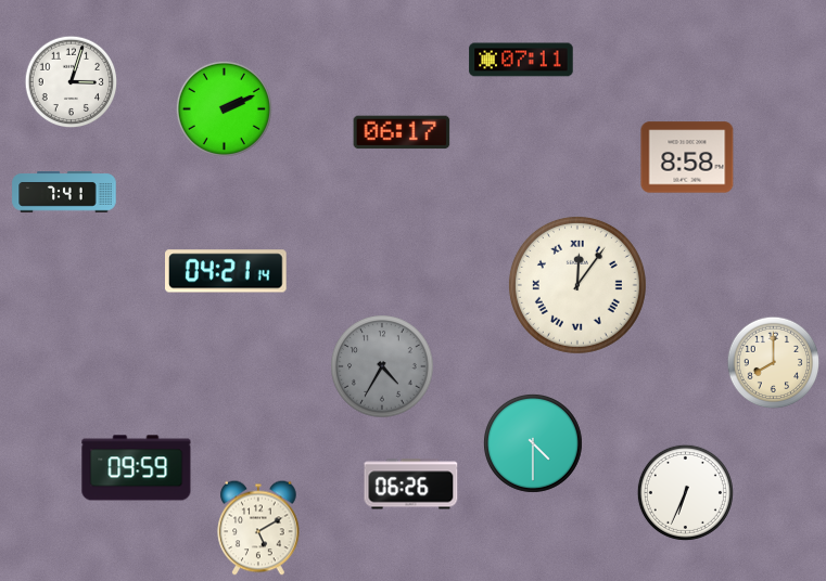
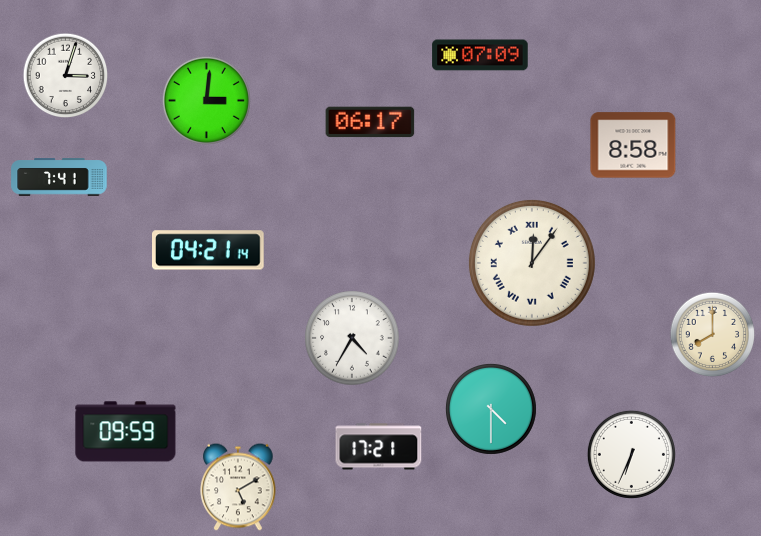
clock at (521, 60): 07:11 -> 07:09
clock at (224, 108): 2:11 -> 3:01
clock at (382, 366) dial: grey -> white
clock at (411, 485): 06:26 -> 17:21
